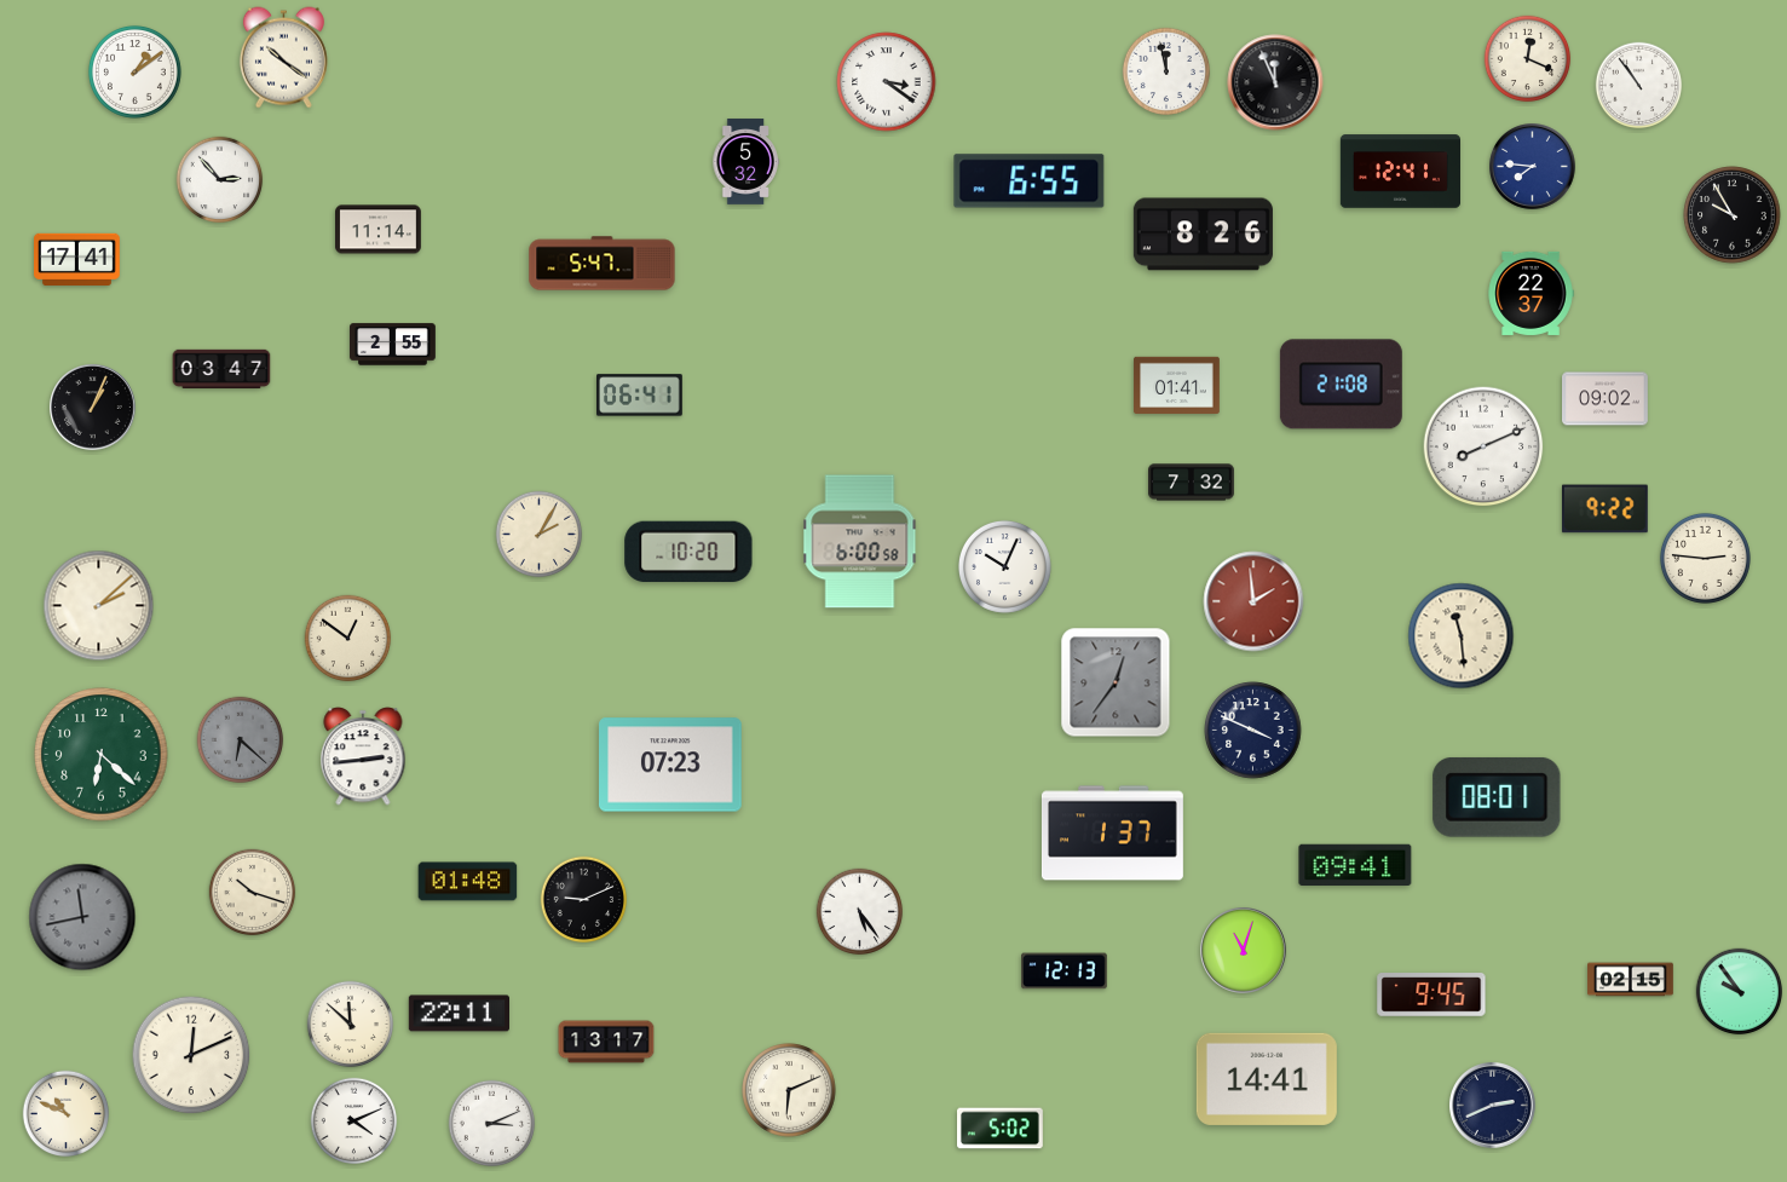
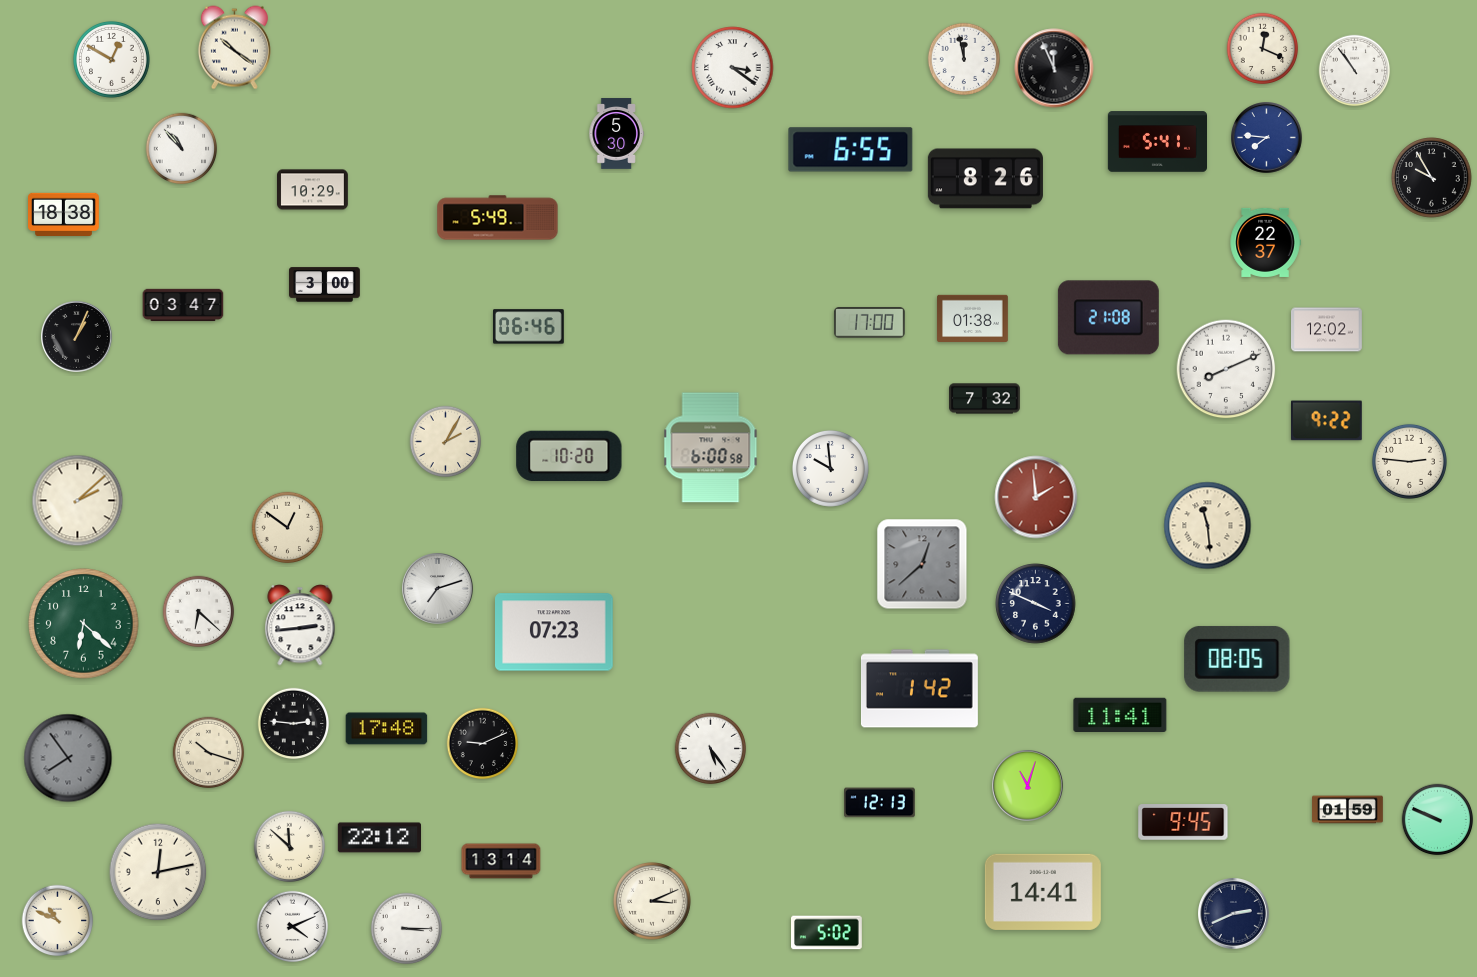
clock at (136, 73): 1:09 -> 12:50
clock at (745, 162): 5:32 -> 5:30
clock at (1400, 172): 12:41 -> 5:41
clock at (220, 180): 2:53 -> 10:53
clock at (379, 230): 11:14 -> 10:29
clock at (1203, 235) position: (1203, 235) -> (985, 179)
clock at (77, 259): 17:41 -> 18:38
clock at (603, 264): 5:47 -> 5:49
clock at (393, 345): 2:55 -> 3:00
clock at (1177, 385): 01:41 -> 01:38
clock at (869, 323): none -> 17:00
clock at (640, 396): 06:41 -> 06:46
clock at (1606, 399): 09:02 -> 12:02
clock at (1005, 567): 10:04 -> 9:59
clock at (99, 606) position: (99, 606) -> (78, 501)
clock at (1116, 682): 12:36 -> 12:38
clock at (438, 589): none -> 7:12
clock at (241, 740) dial: grey -> white
clock at (1497, 797): 08:01 -> 08:05
clock at (1112, 834): 1:37 -> 1:42
clock at (1355, 864): 09:41 -> 11:41
clock at (294, 724): none -> 2:46
clock at (468, 882): 01:48 -> 17:48
clock at (253, 893) position: (253, 893) -> (209, 753)
clock at (860, 912) position: (860, 912) -> (711, 749)
clock at (82, 917): 11:43 -> 7:54
clock at (1631, 980): 02:15 -> 01:59
clock at (1740, 992): 9:54 -> 9:49
clock at (459, 1014): 22:11 -> 22:12
clock at (606, 1042): 13:17 -> 13:14
clock at (191, 1055): 12:11 -> 12:13
clock at (1267, 1079) position: (1267, 1079) -> (1043, 892)
clock at (790, 1091): 6:11 -> 3:11
clock at (67, 1114) position: (67, 1114) -> (58, 921)
clock at (492, 1124): 3:11 -> 3:15
